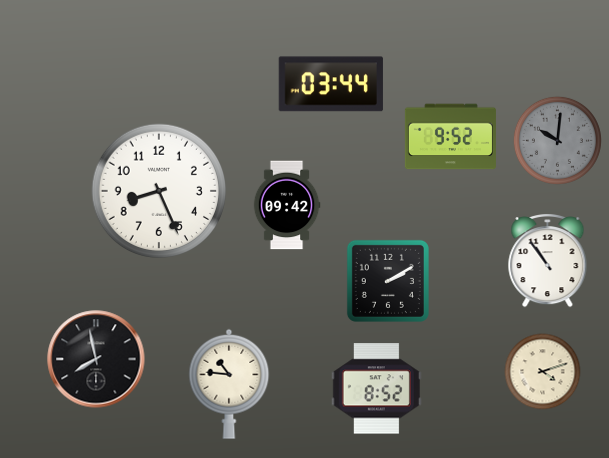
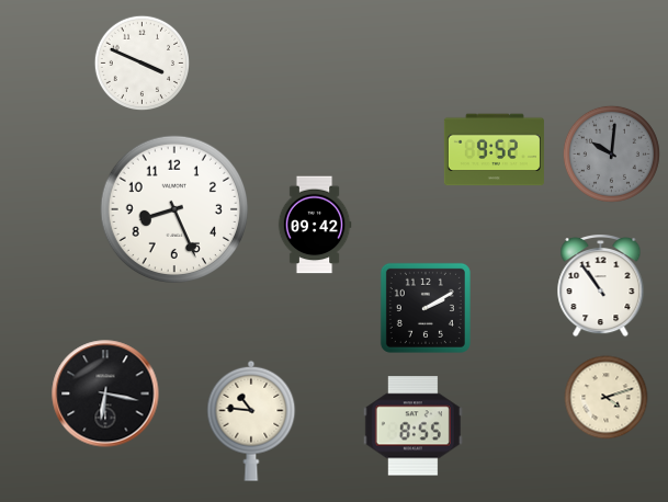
clock at (141, 62): none -> 3:49
clock at (331, 84): 03:44 -> none
clock at (96, 359): 7:58 -> 6:17
clock at (543, 372) position: (543, 372) -> (607, 398)
clock at (376, 389): 8:52 -> 8:55
